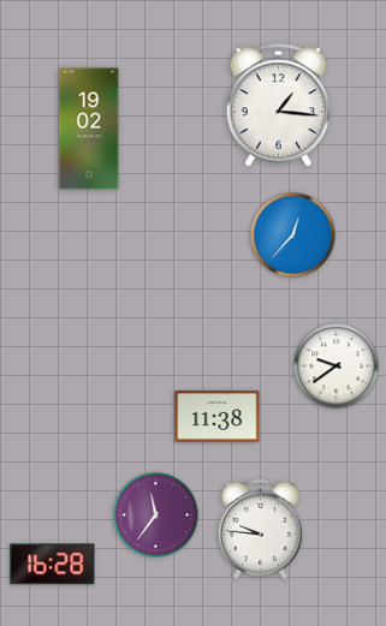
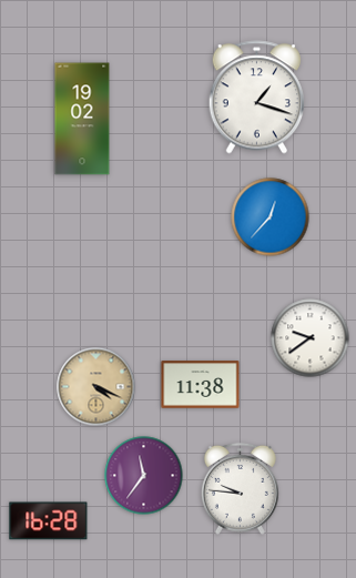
clock at (278, 106): 1:16 -> 1:18
clock at (96, 387): none -> 4:19
